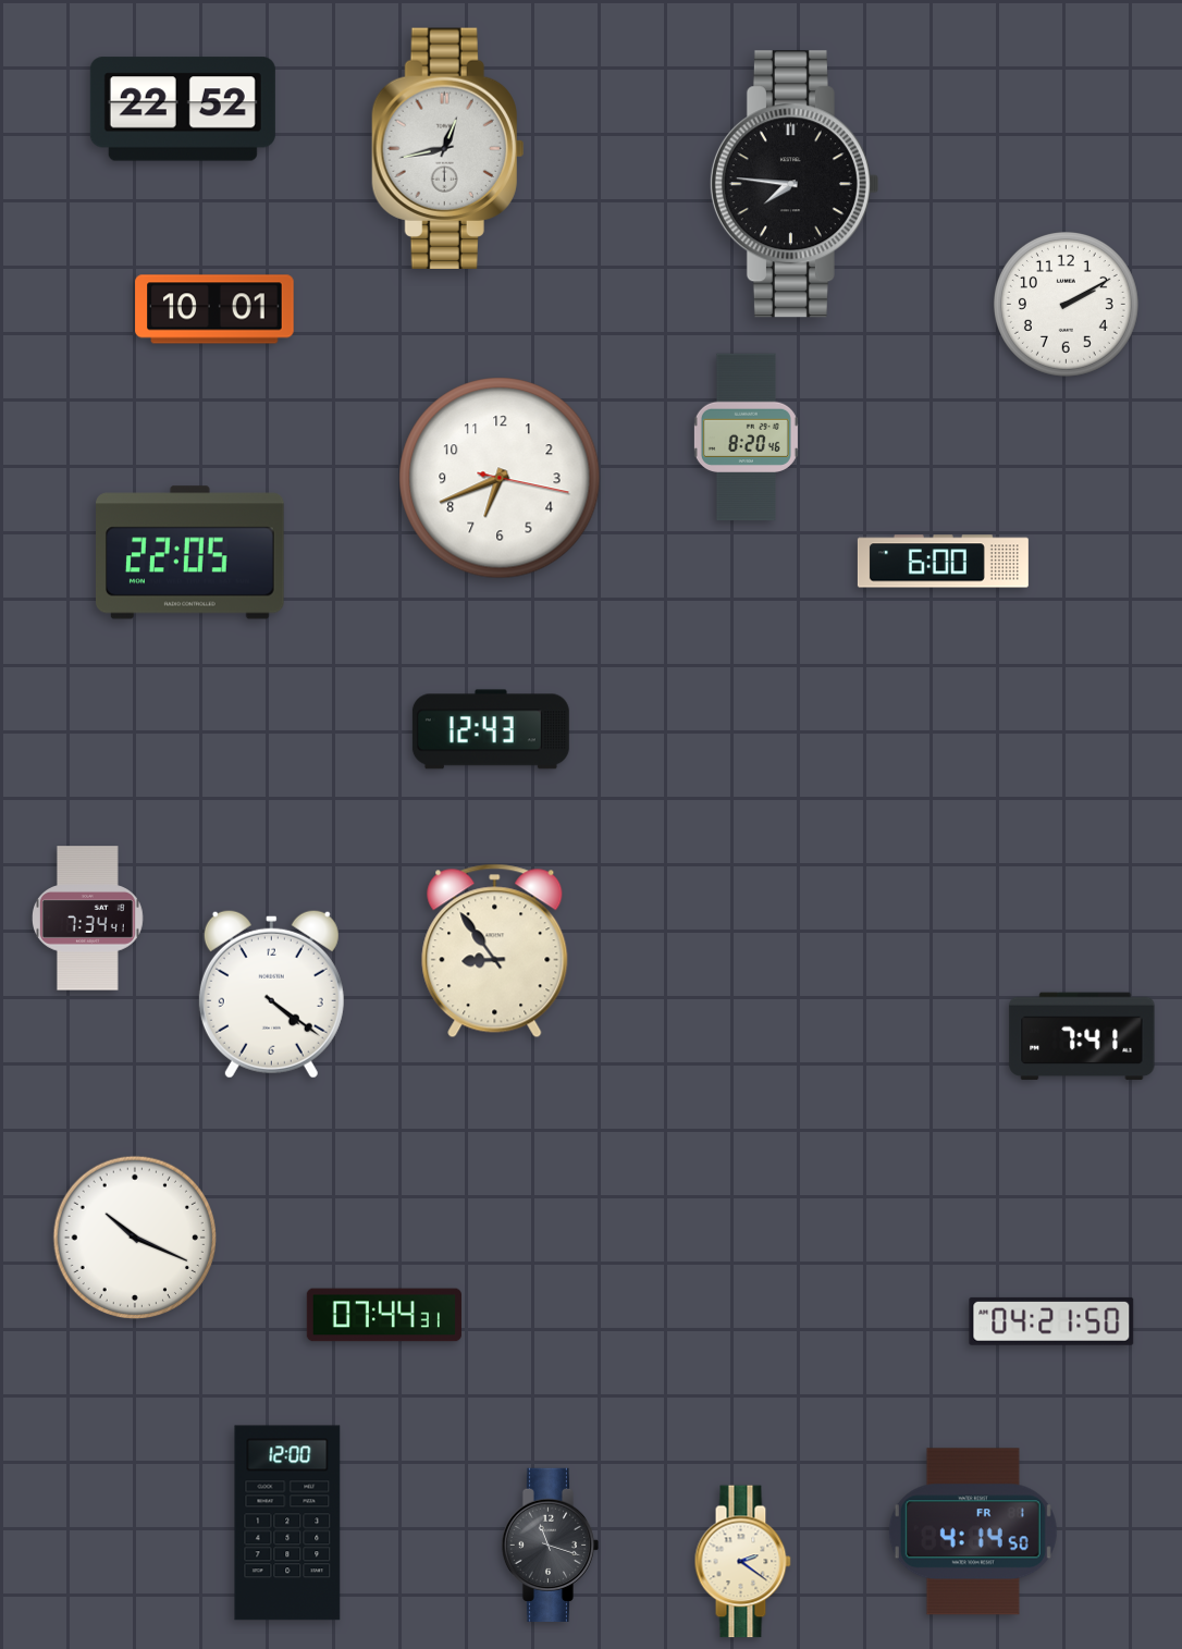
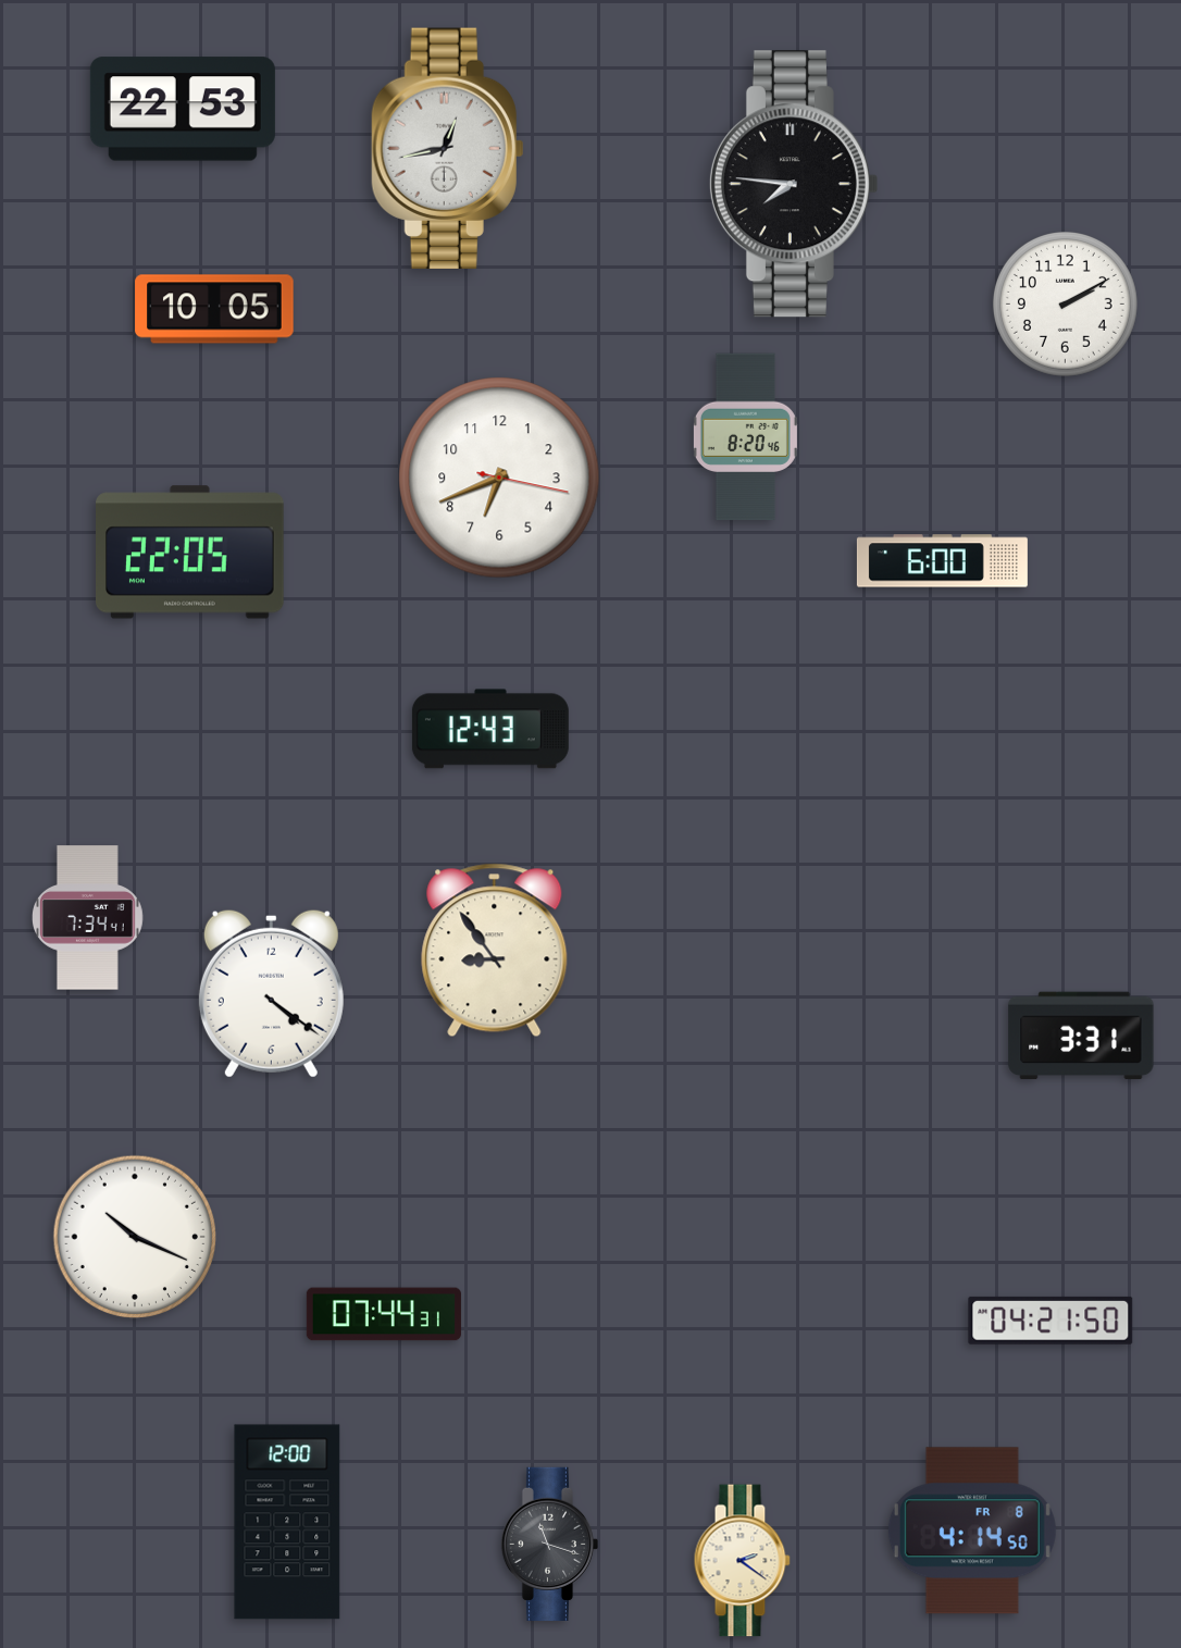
clock at (183, 109): 22:52 -> 22:53
clock at (214, 309): 10:01 -> 10:05
clock at (1082, 1036): 7:41 -> 3:31
clock at (973, 1531) date: FR 1 -> FR 8
